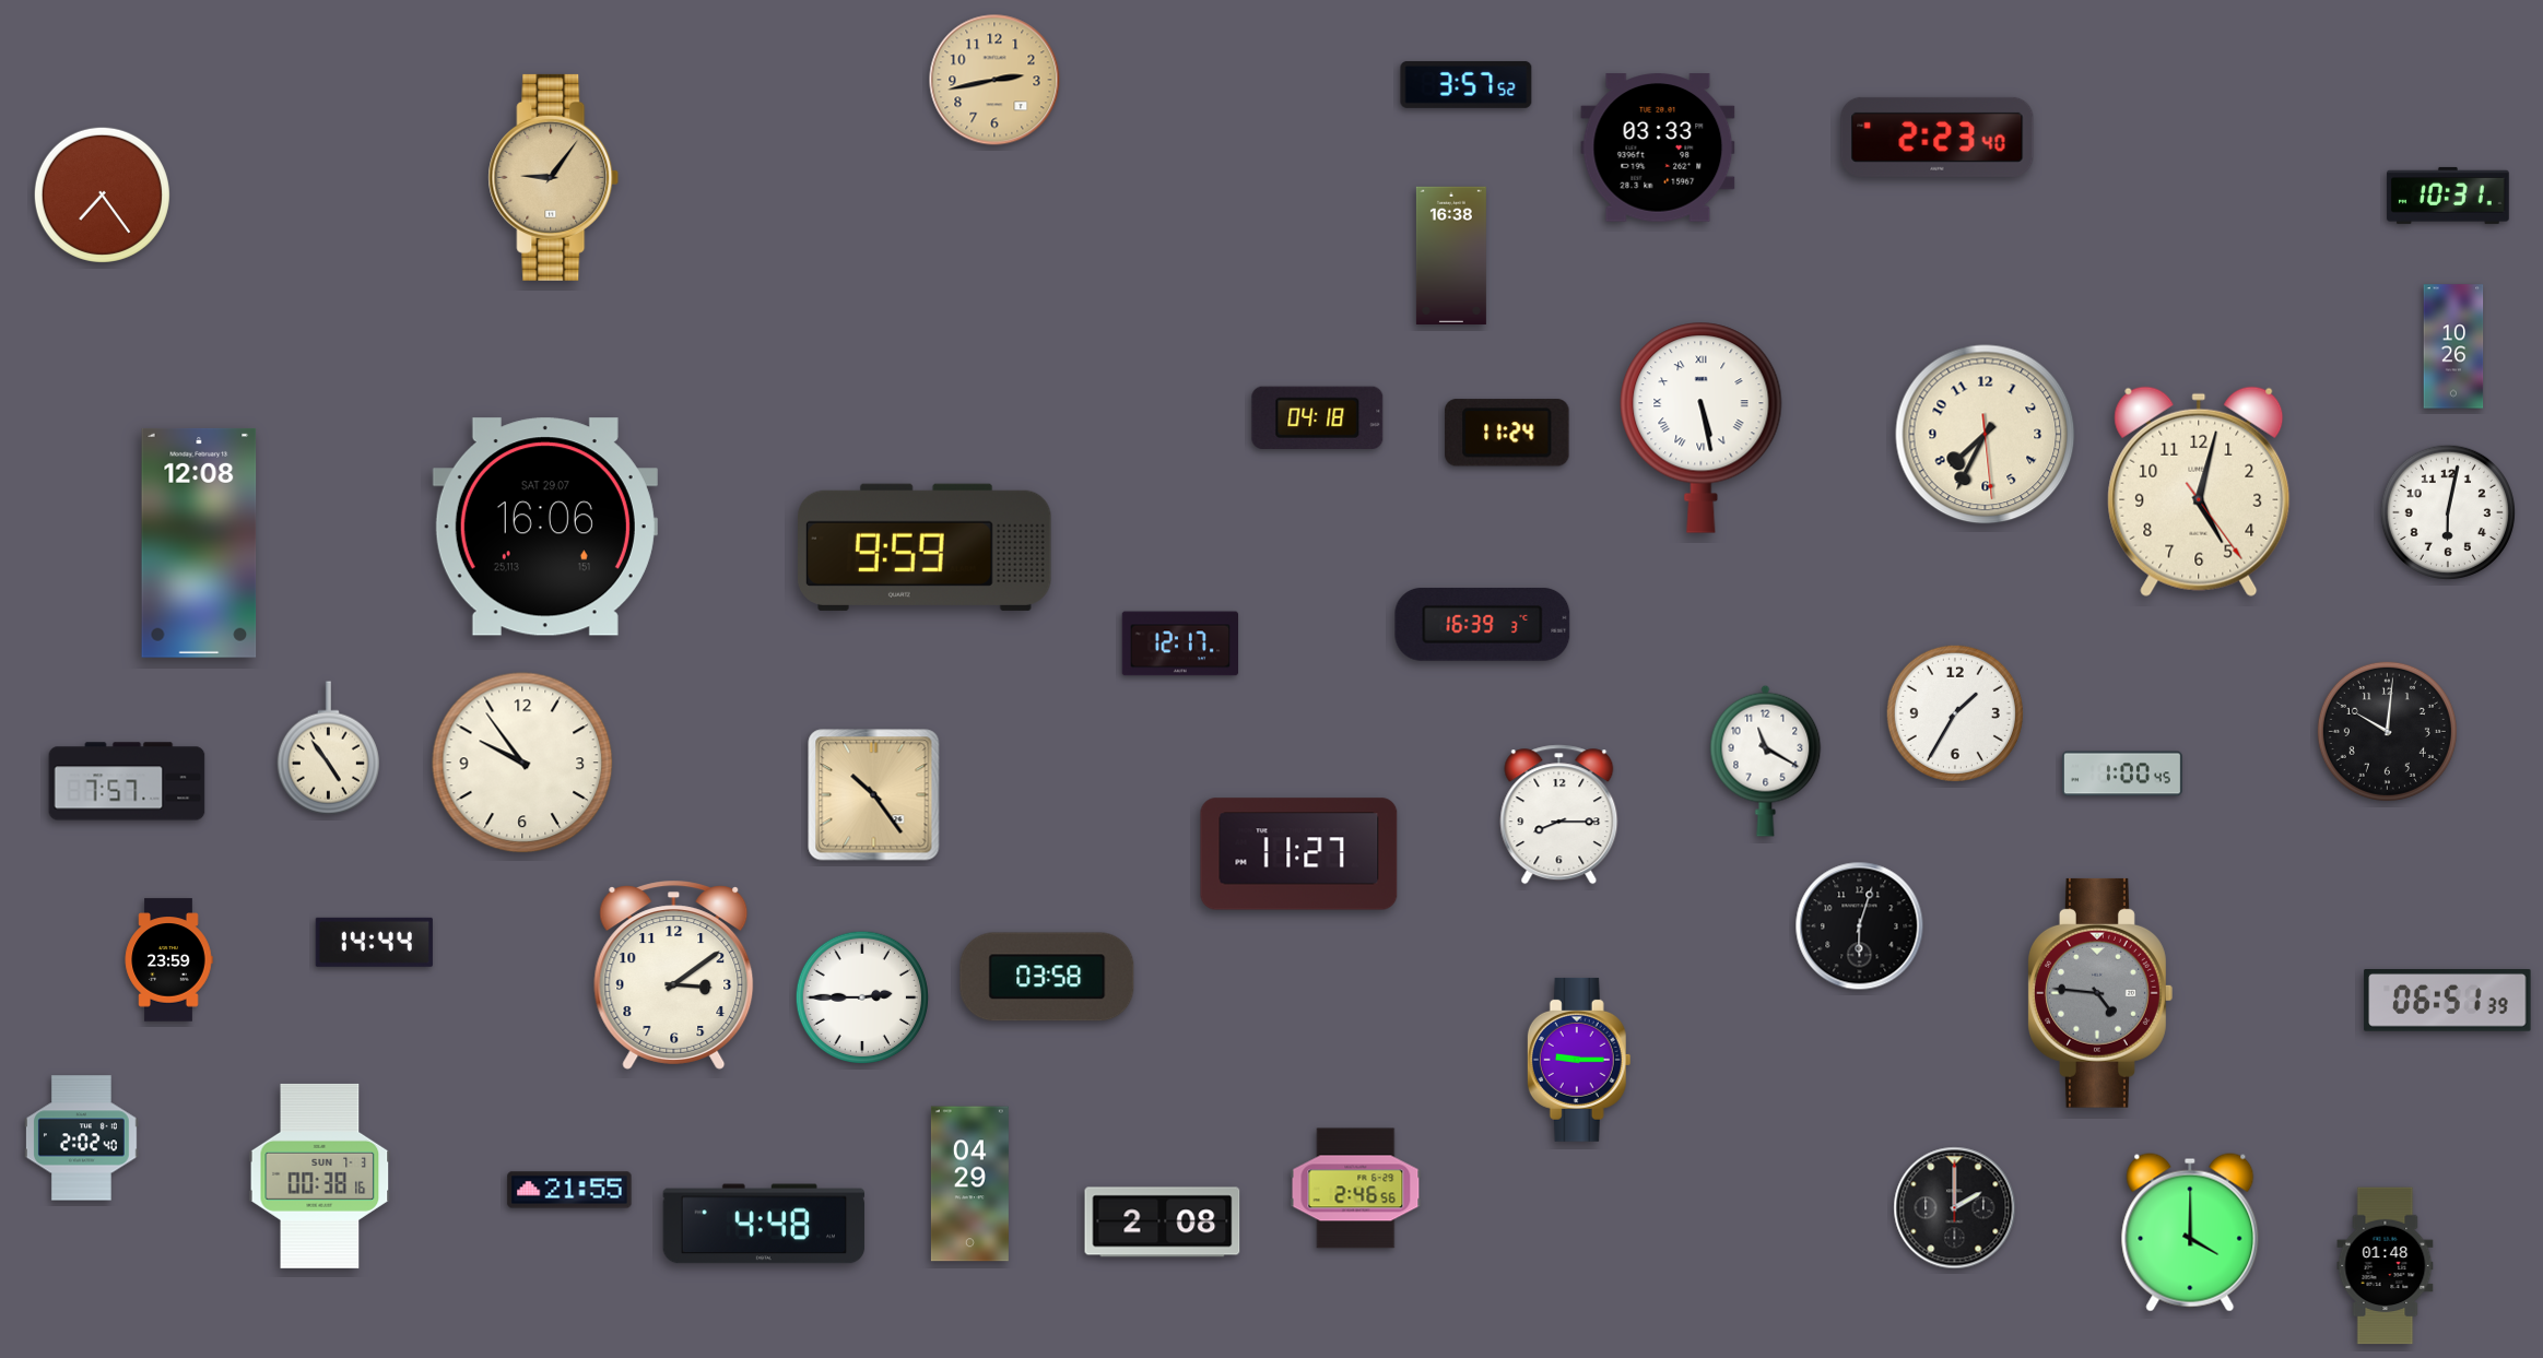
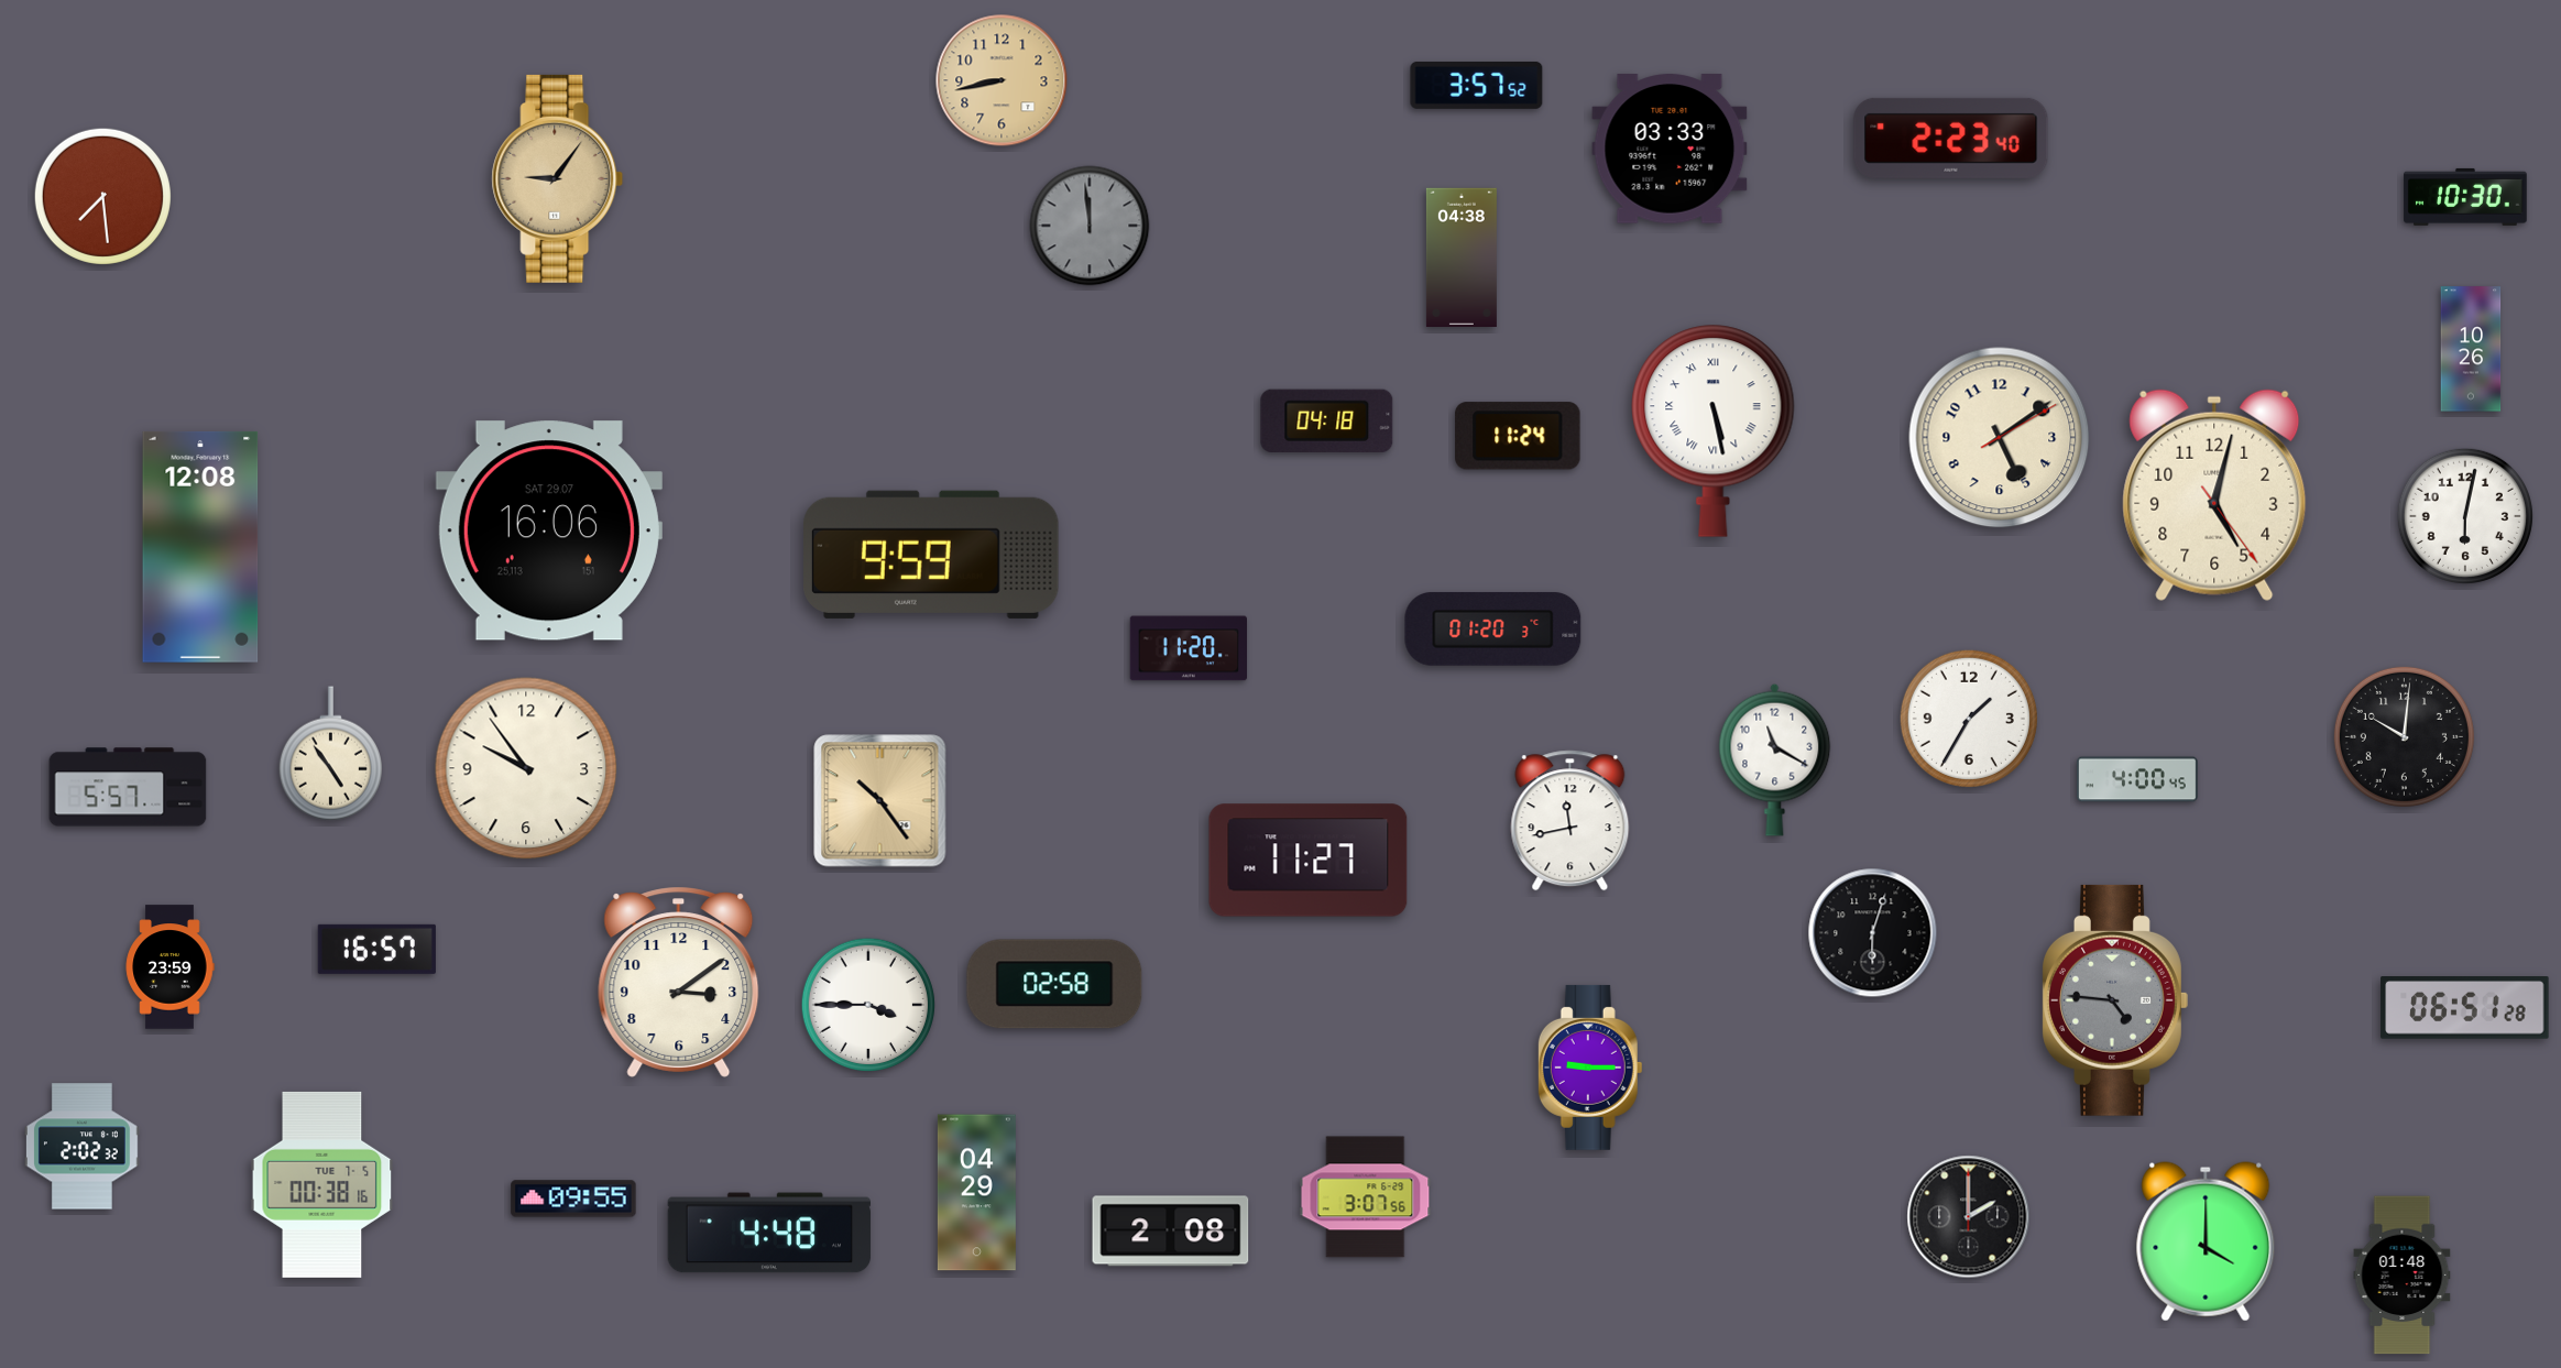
clock at (994, 80): 2:43 -> 8:43
clock at (102, 194): 7:24 -> 7:29
clock at (2448, 196): 10:31 -> 10:30
clock at (1090, 226): none -> 11:59
clock at (1451, 255): 16:38 -> 04:38
clock at (1986, 435): 7:34 -> 5:09
clock at (926, 547) position: (926, 547) -> (932, 555)
clock at (1483, 624): 16:39 -> 01:20
clock at (1179, 643): 12:17 -> 11:20
clock at (1766, 760) position: (1766, 760) -> (1775, 759)
clock at (2122, 774): 1:00 -> 4:00
clock at (127, 781): 7:57 -> 5:57
clock at (1559, 815): 8:15 -> 11:43
clock at (374, 942): 14:44 -> 16:57
clock at (1047, 977): 03:58 -> 02:58
clock at (861, 996): 2:45 -> 3:45
clock at (2448, 1001): 06:51:39 -> 06:51:28
clock at (81, 1138): 2:02:40 -> 2:02:32
clock at (320, 1176) date: SUN 7-3 -> TUE 7-5
clock at (1356, 1189): 2:46 -> 3:07
clock at (569, 1190): 21:55 -> 09:55
